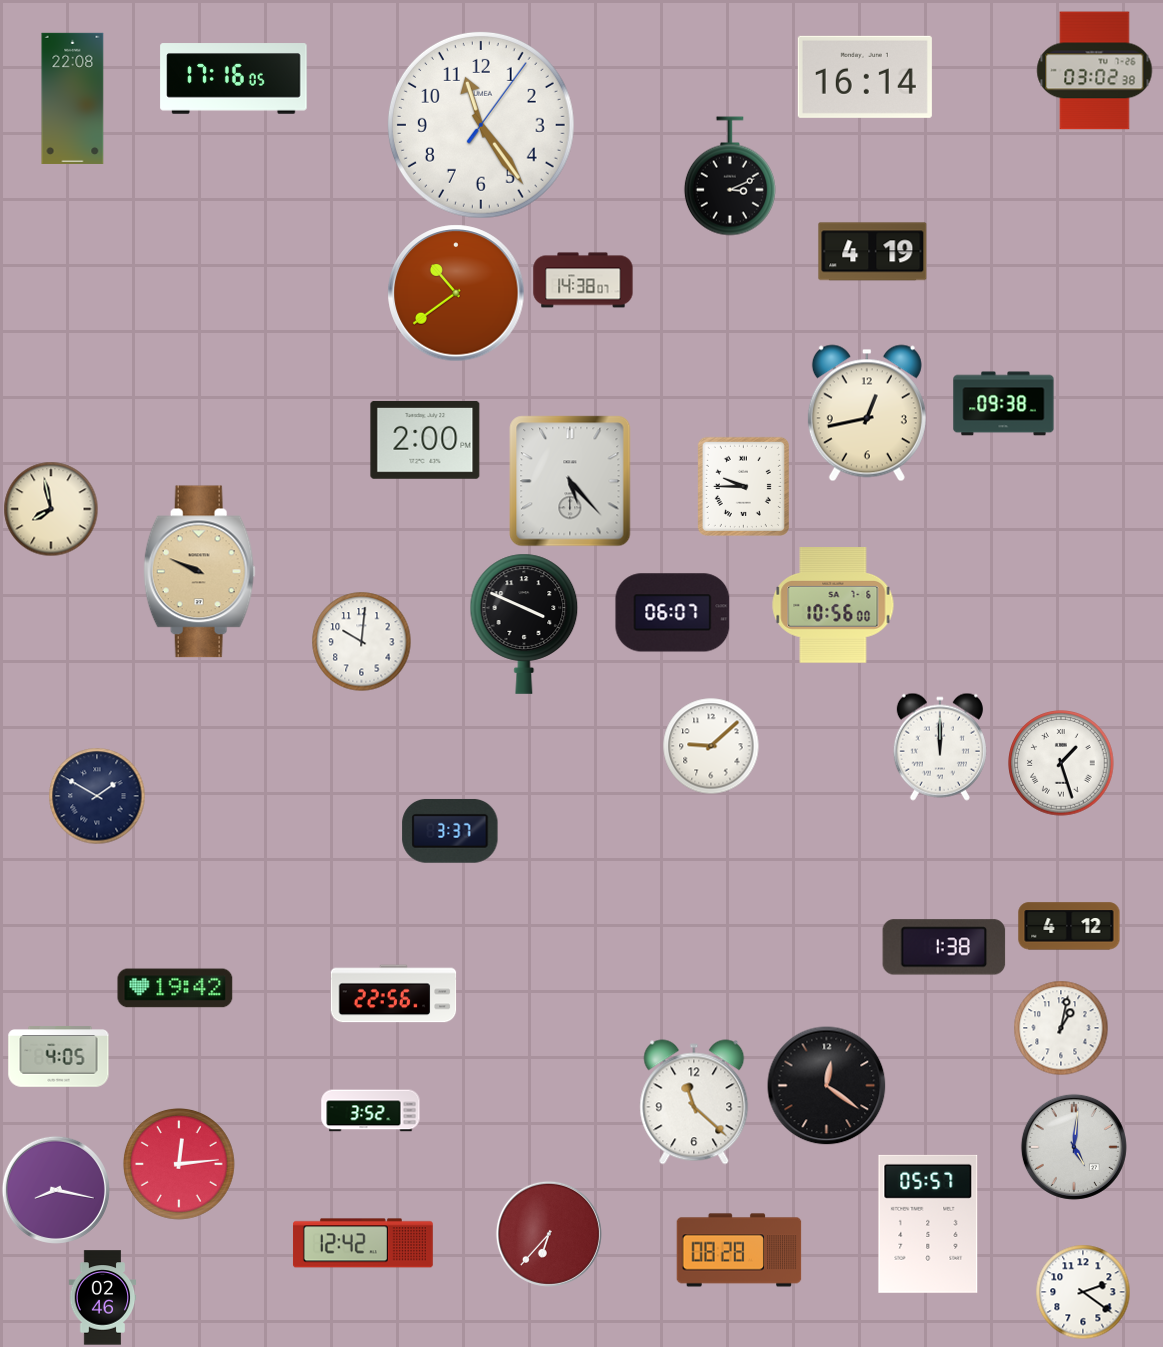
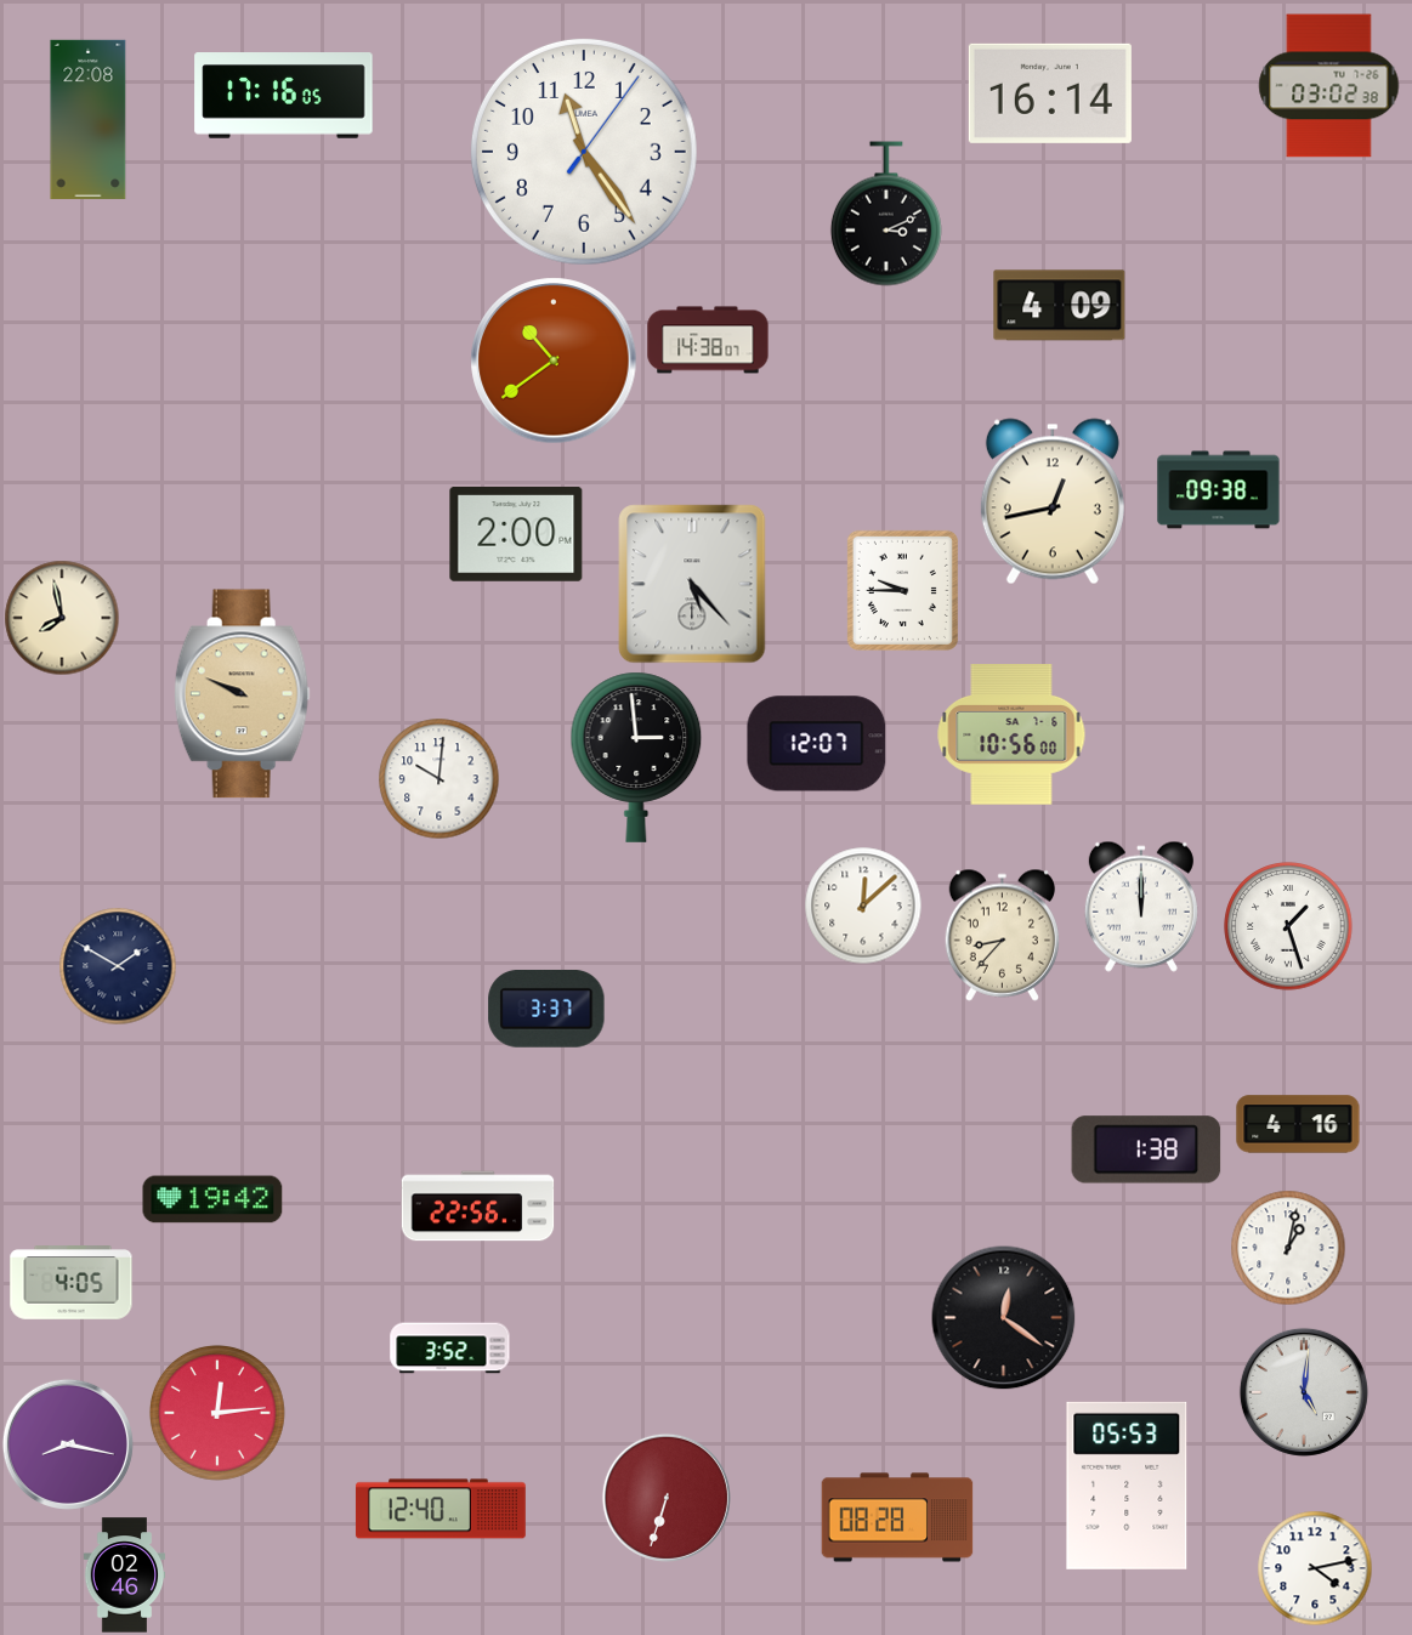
clock at (873, 252): 4:19 -> 4:09
clock at (456, 293) position: (456, 293) -> (554, 361)
clock at (673, 613): 06:07 -> 12:07
clock at (524, 624): 3:49 -> 2:59
clock at (711, 746): 9:08 -> 12:08
clock at (1002, 935): none -> 8:37
clock at (1069, 926): 4:12 -> 4:16
clock at (694, 1102): 11:22 -> none
clock at (928, 1224): 05:57 -> 05:53
clock at (549, 1234): 6:37 -> 6:33
clock at (363, 1243): 12:42 -> 12:40
clock at (1083, 1292): 2:21 -> 4:13
